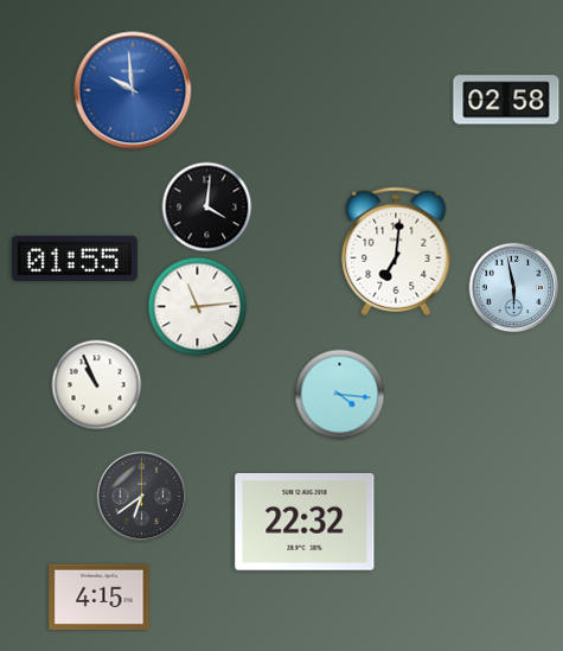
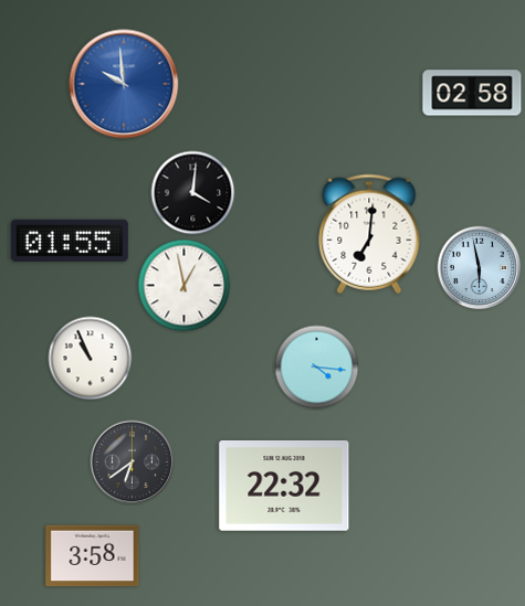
clock at (198, 307): 11:14 -> 12:58
clock at (100, 598): 4:15 -> 3:58
